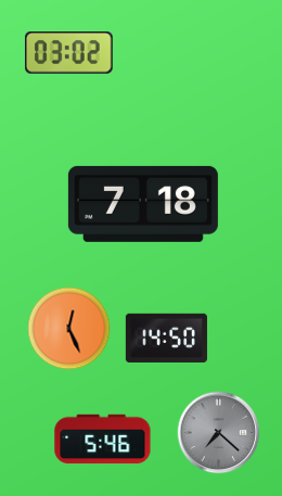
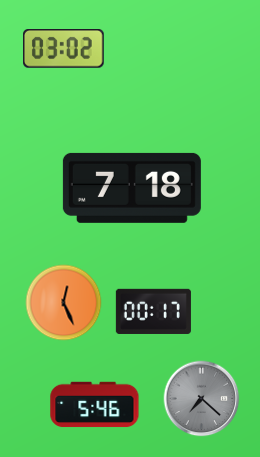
clock at (166, 338): 14:50 -> 00:17
